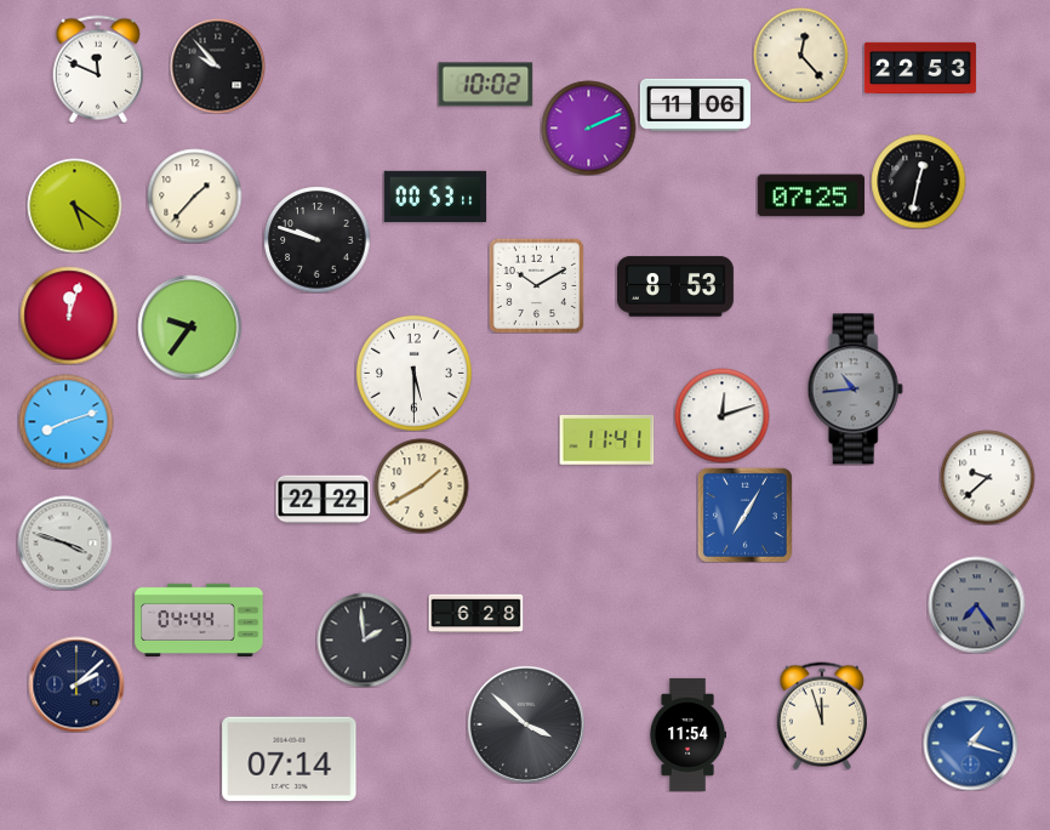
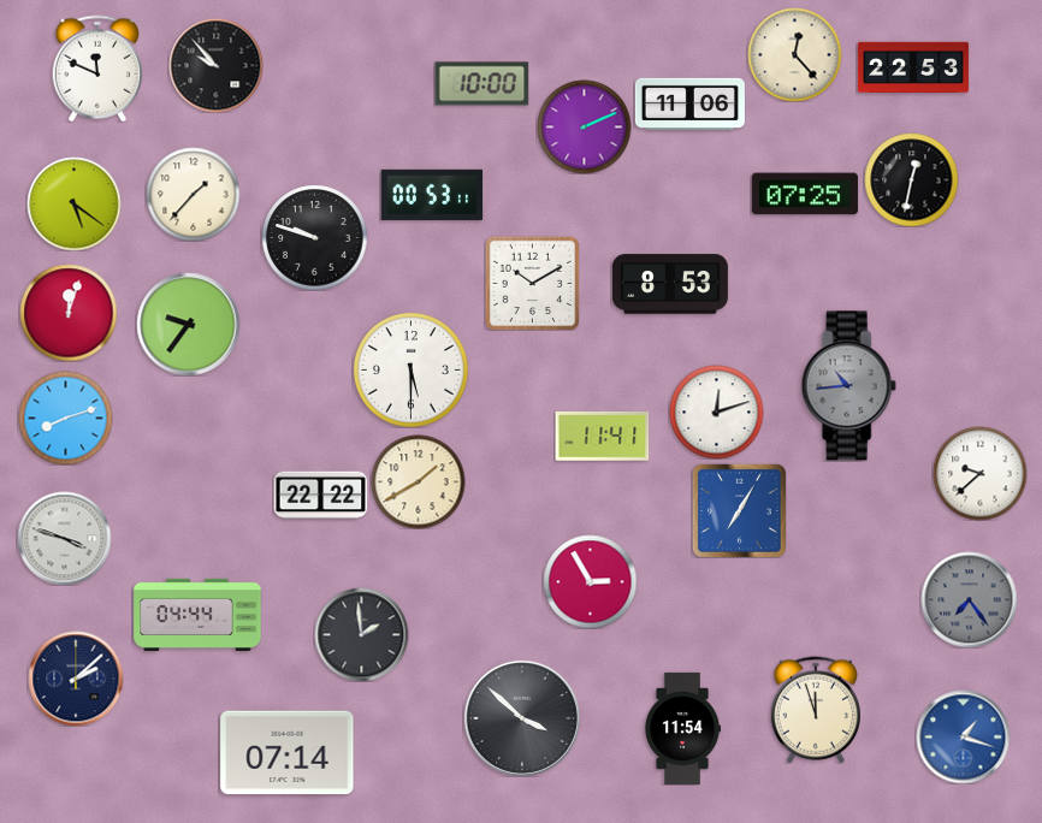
clock at (485, 85): 10:02 -> 10:00
clock at (590, 581): none -> 2:55
clock at (475, 614): 6:28 -> none
